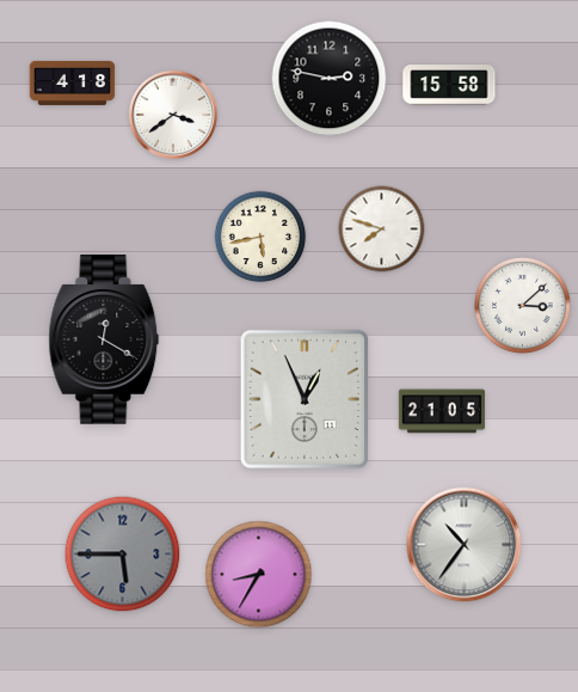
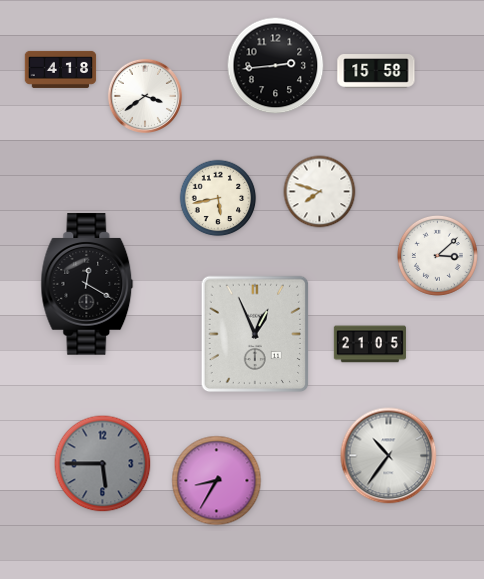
clock at (330, 79): 2:47 -> 2:44
